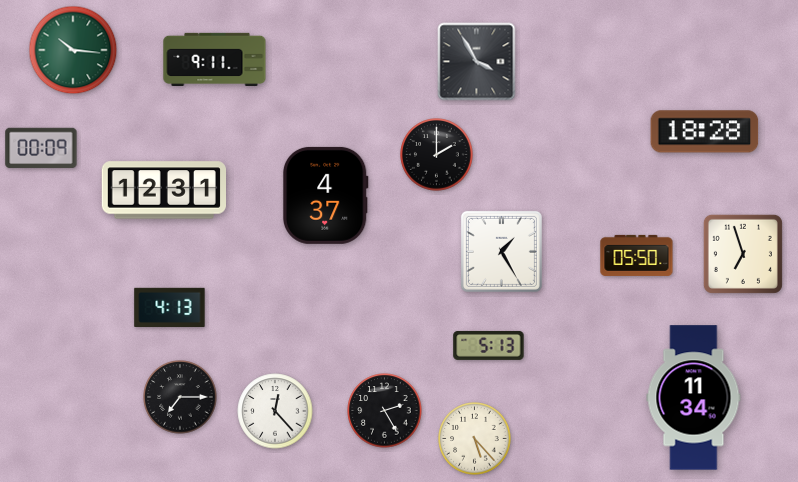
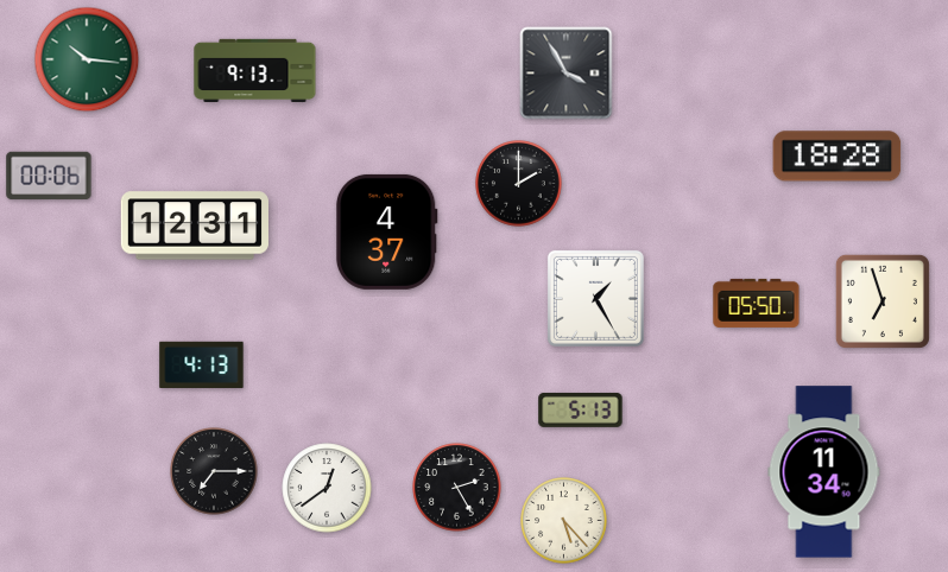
clock at (215, 59): 9:11 -> 9:13
clock at (41, 148): 00:09 -> 00:06
clock at (275, 411): 12:23 -> 12:39
